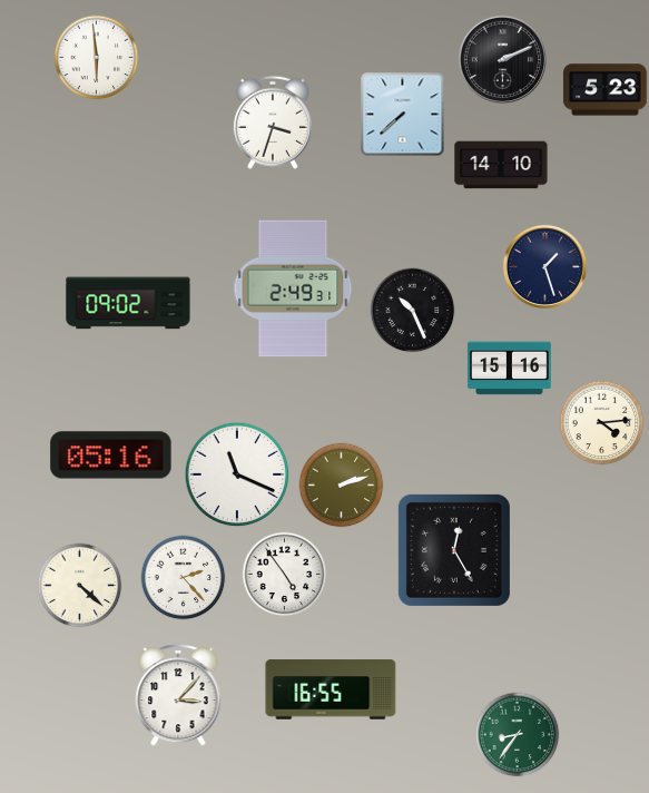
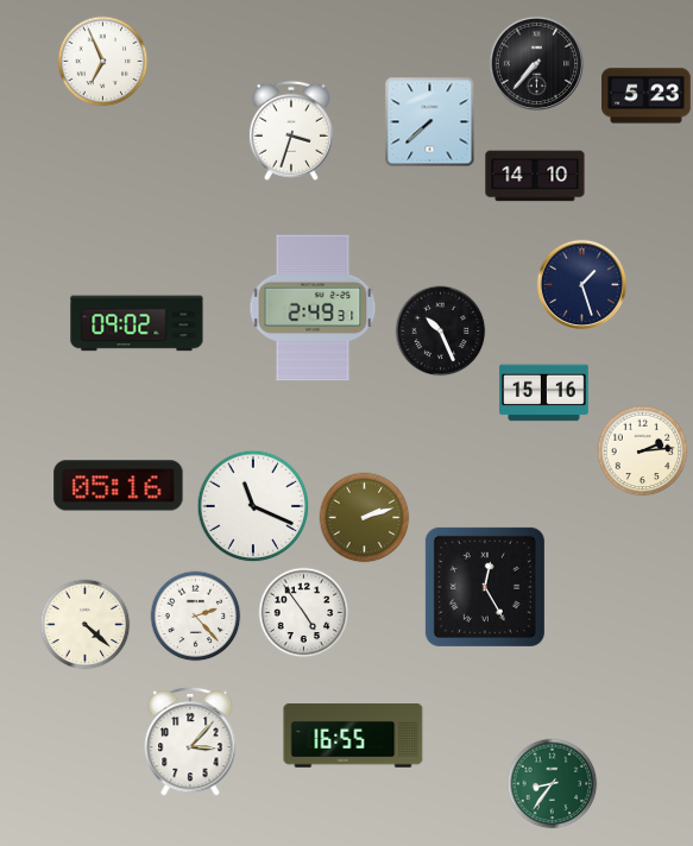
clock at (97, 58): 5:59 -> 6:56
clock at (502, 59): 2:11 -> 7:37
clock at (602, 423): 4:14 -> 2:14
